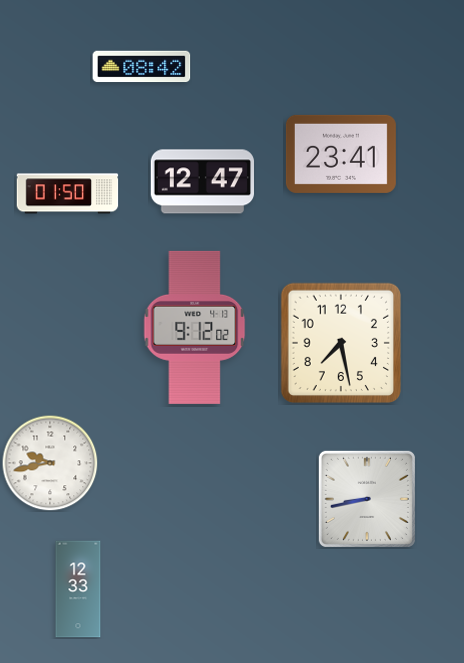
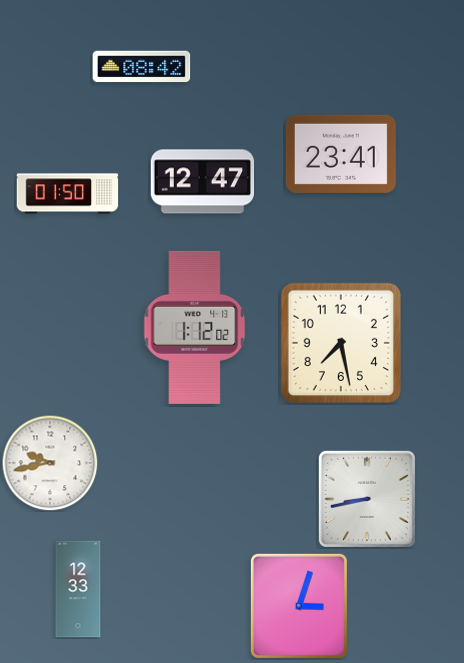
clock at (195, 327): 9:12 -> 1:12
clock at (299, 606): none -> 3:03
